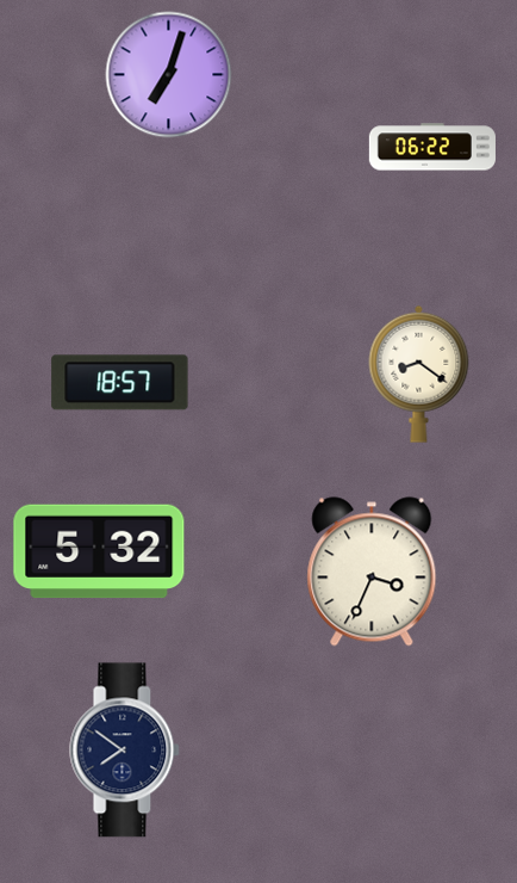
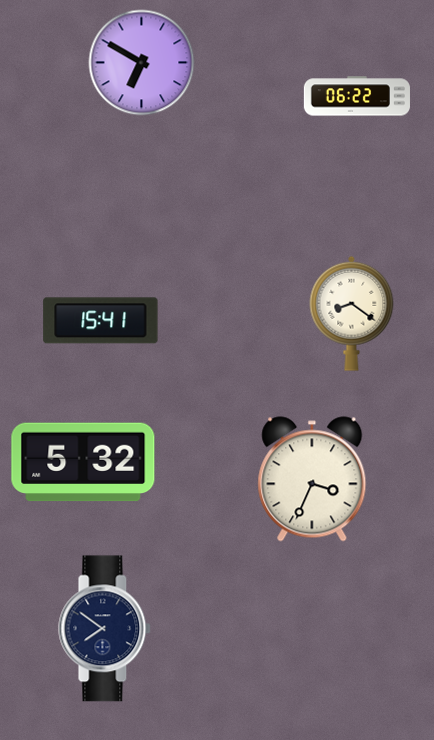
clock at (169, 75): 7:03 -> 6:50
clock at (432, 147) position: (432, 147) -> (357, 96)
clock at (120, 383): 18:57 -> 15:41
